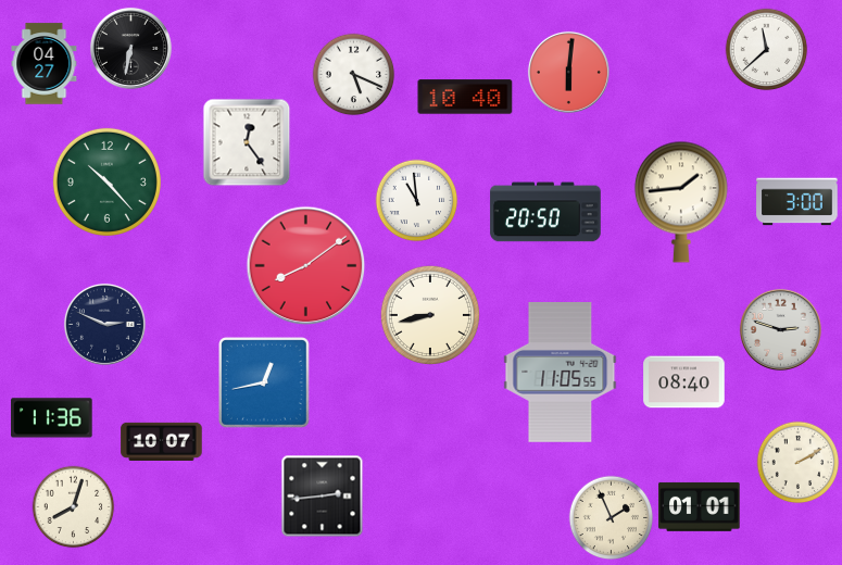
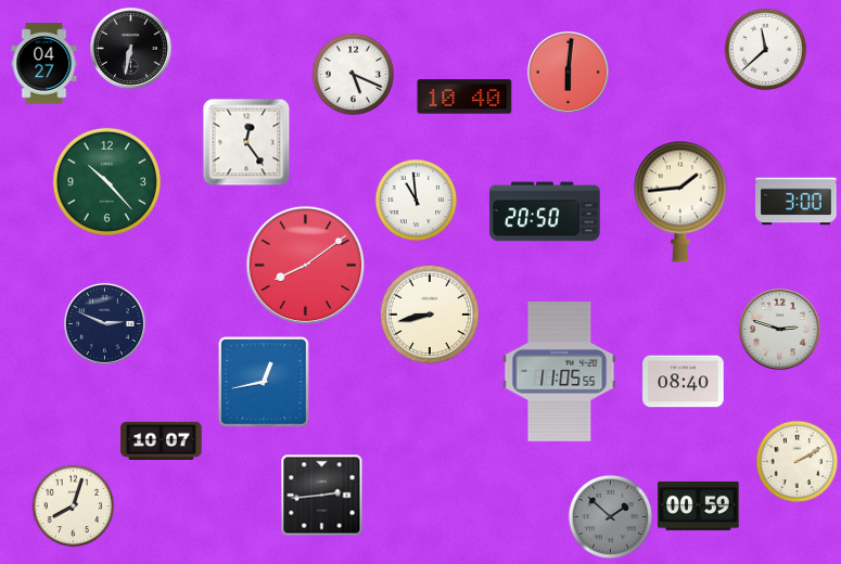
clock at (52, 418): 11:36 -> none
clock at (700, 506): 01:01 -> 00:59
clock at (612, 518): 1:56 -> 1:52
clock at (612, 518) dial: cream -> grey
